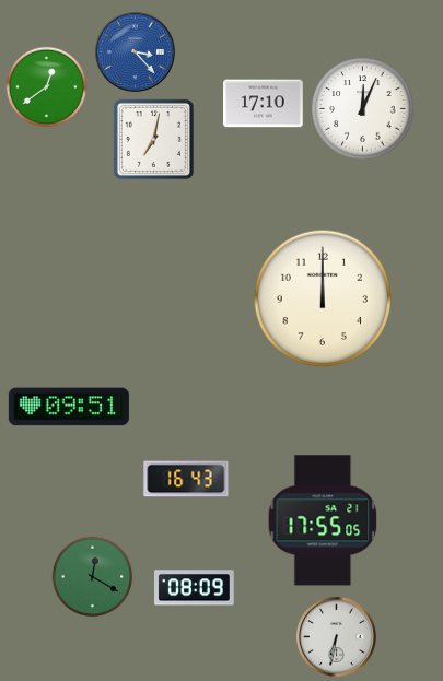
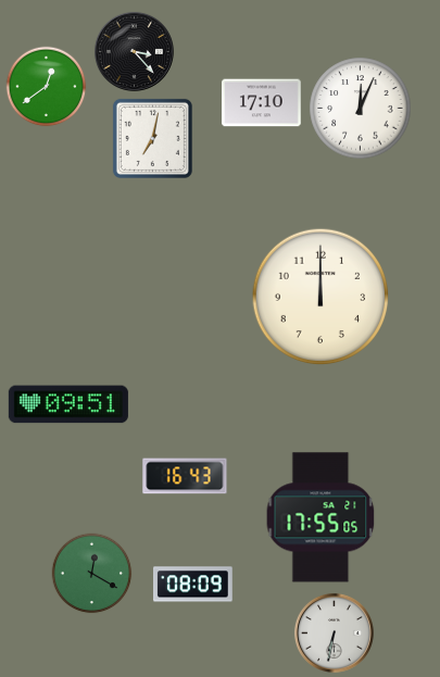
clock at (135, 51) dial: blue -> black
